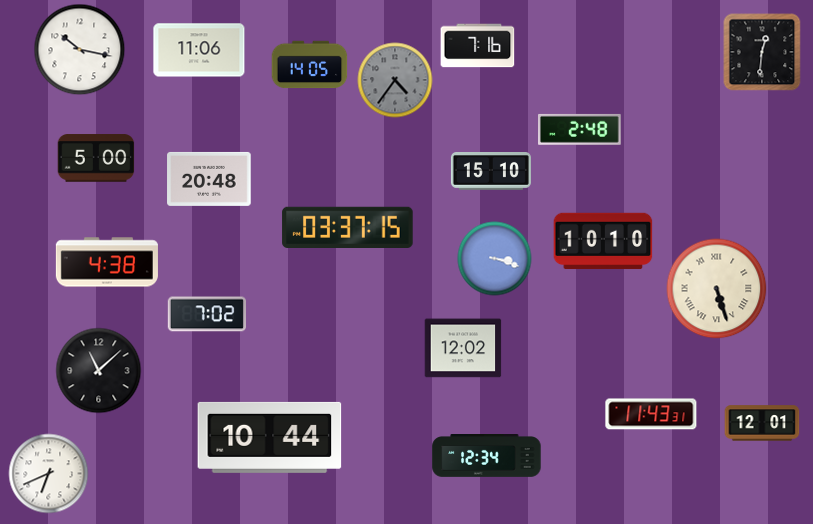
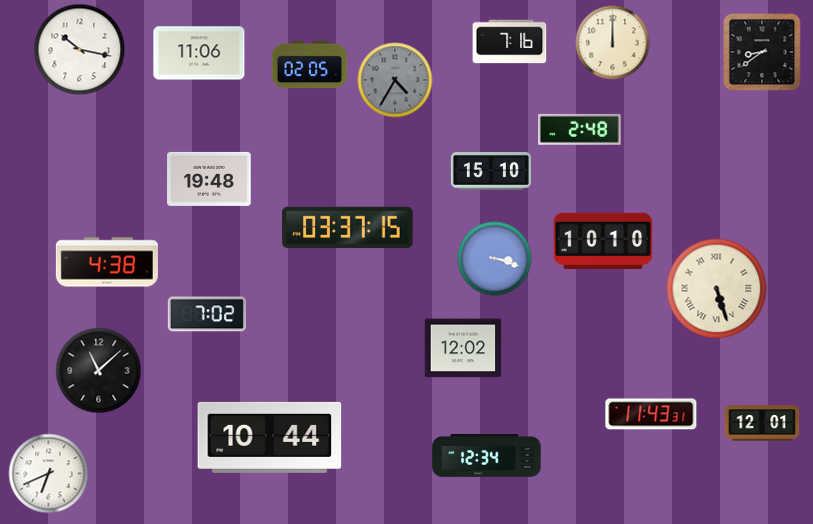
clock at (613, 43): none -> 12:00
clock at (478, 46) position: (478, 46) -> (510, 42)
clock at (199, 50) position: (199, 50) -> (199, 53)
clock at (762, 52): 12:31 -> 8:39
clock at (310, 65): 14:05 -> 02:05
clock at (395, 80): 4:36 -> 4:35
clock at (96, 158): 5:00 -> none
clock at (209, 179): 20:48 -> 19:48
